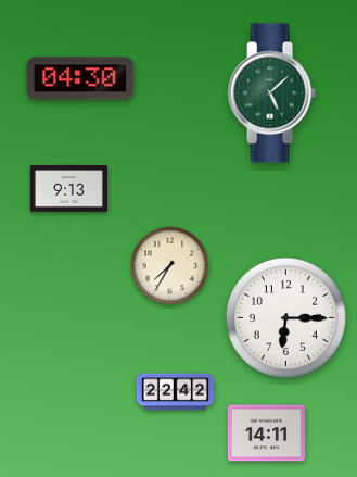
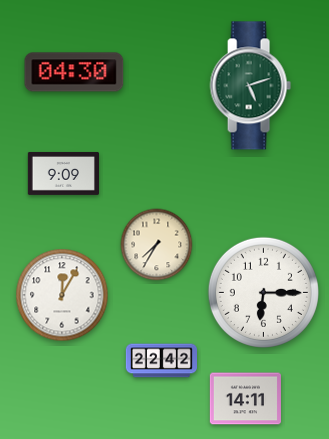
clock at (271, 93): 5:08 -> 5:12
clock at (68, 188): 9:13 -> 9:09
clock at (62, 295): none -> 12:05
